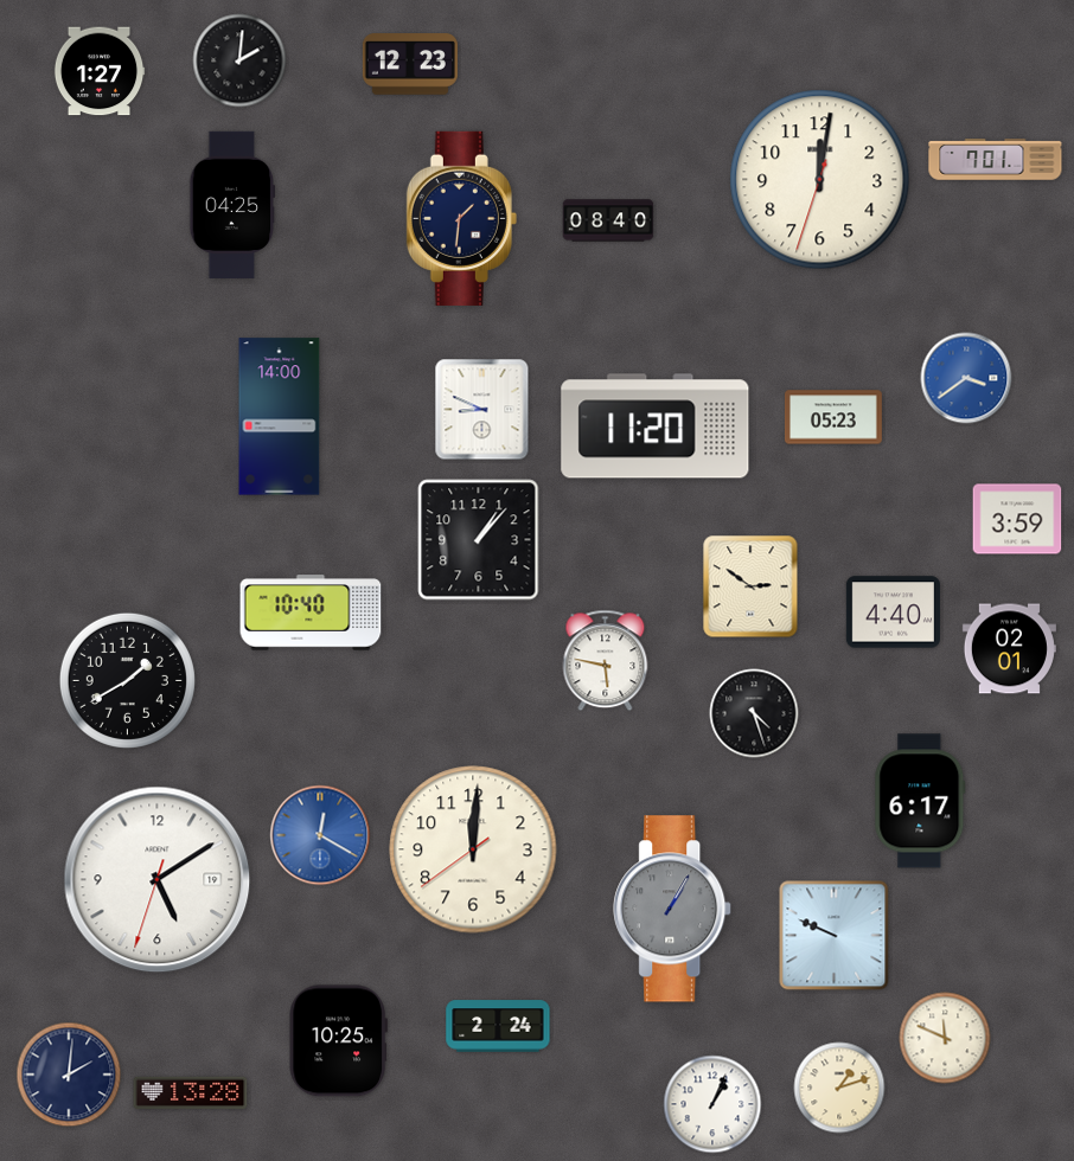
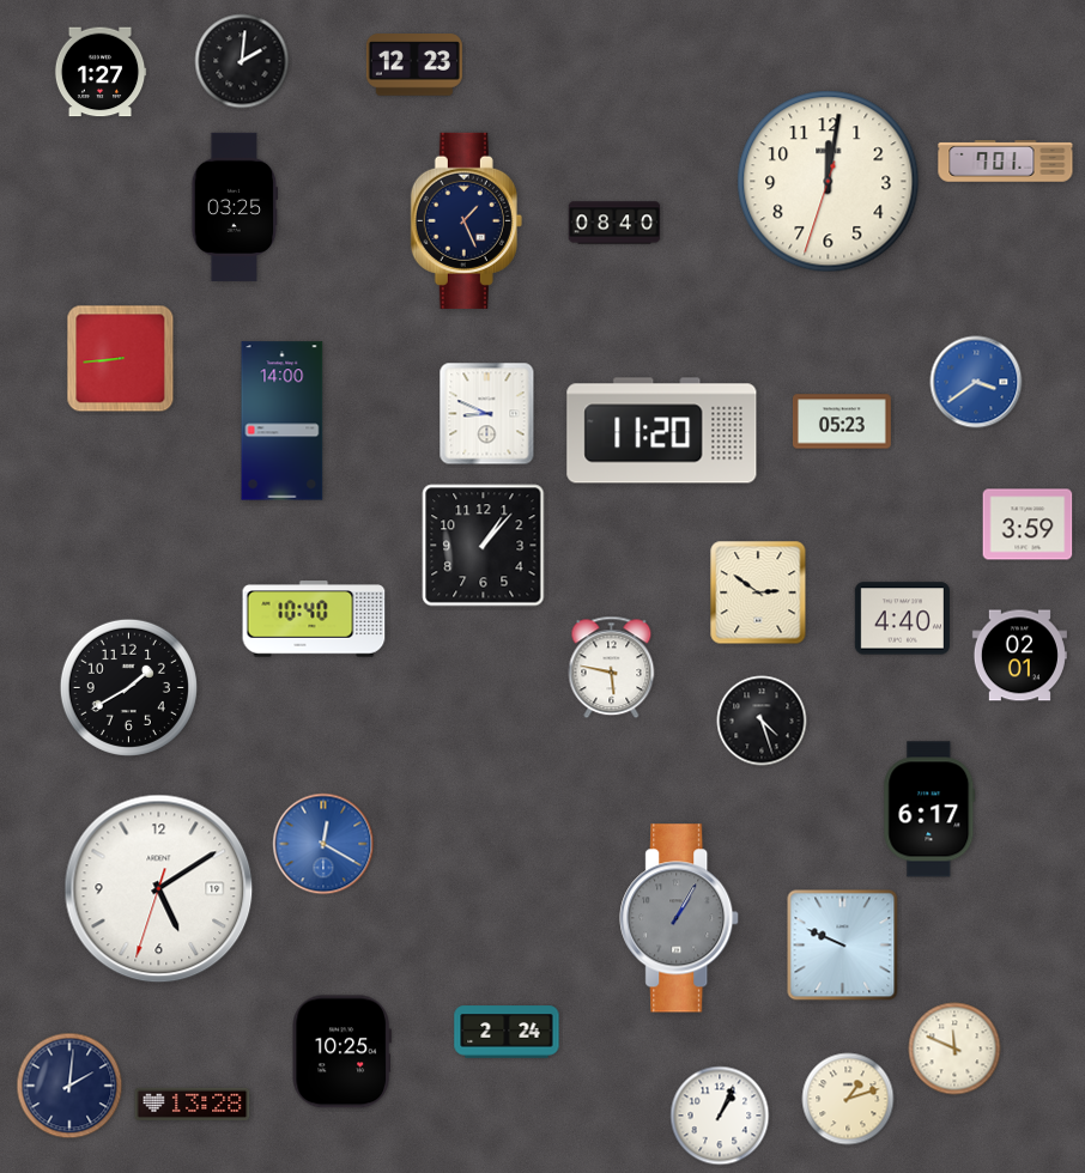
clock at (232, 205): 04:25 -> 03:25
clock at (461, 218): 1:31 -> 1:26
clock at (121, 359): none -> 8:44
clock at (473, 849): 12:00 -> none
clock at (498, 1026) position: (498, 1026) -> (507, 1032)
